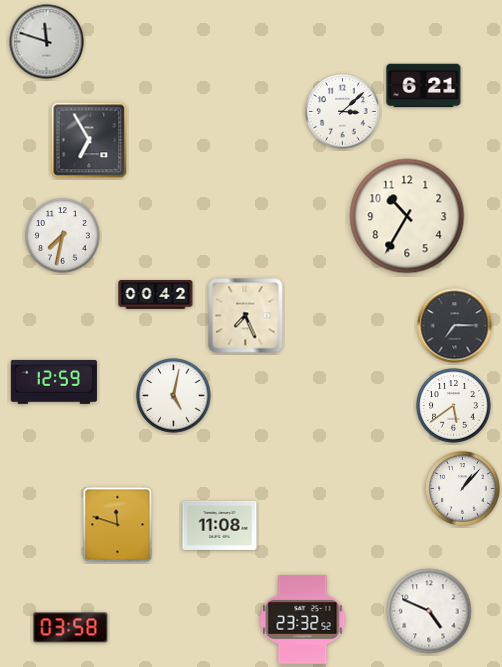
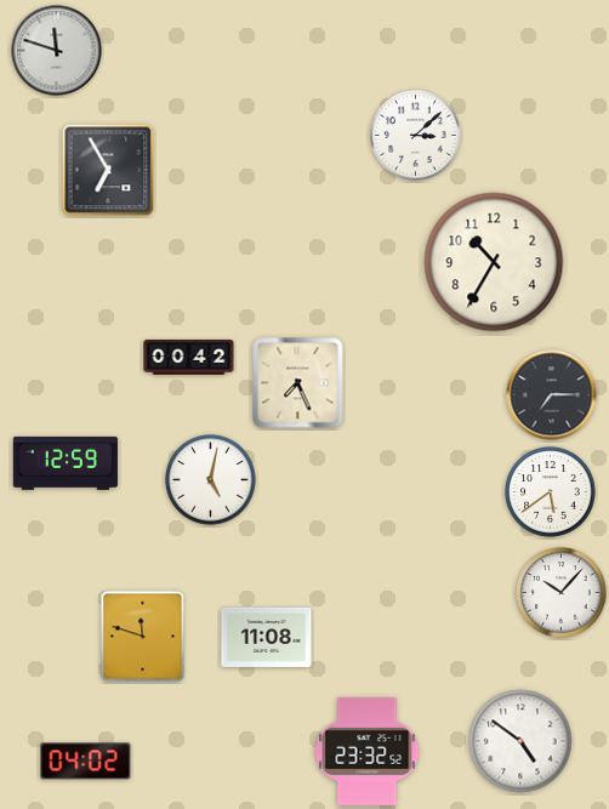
clock at (424, 86): 6:21 -> none
clock at (63, 236): 7:32 -> none
clock at (463, 489): 1:07 -> 10:07
clock at (429, 611): 4:49 -> 4:51
clock at (71, 628): 03:58 -> 04:02
